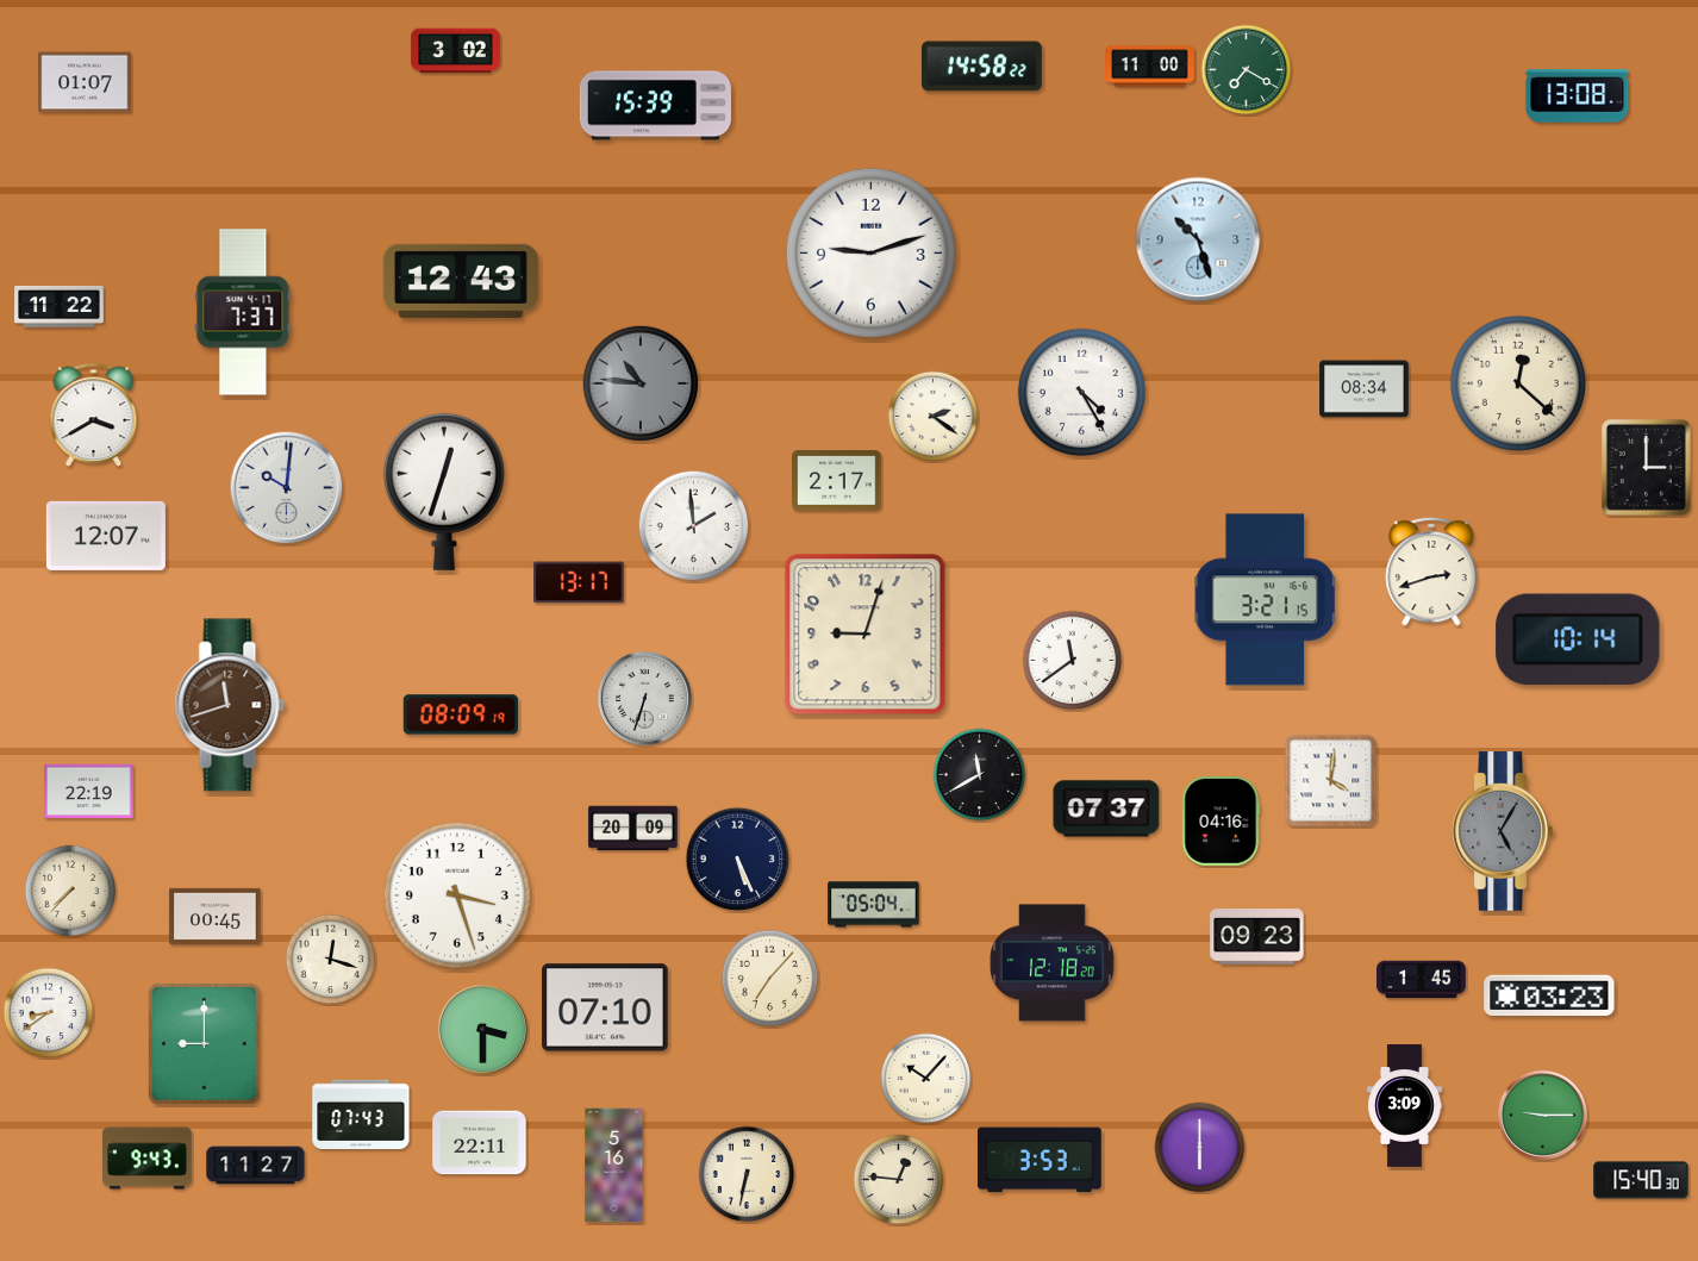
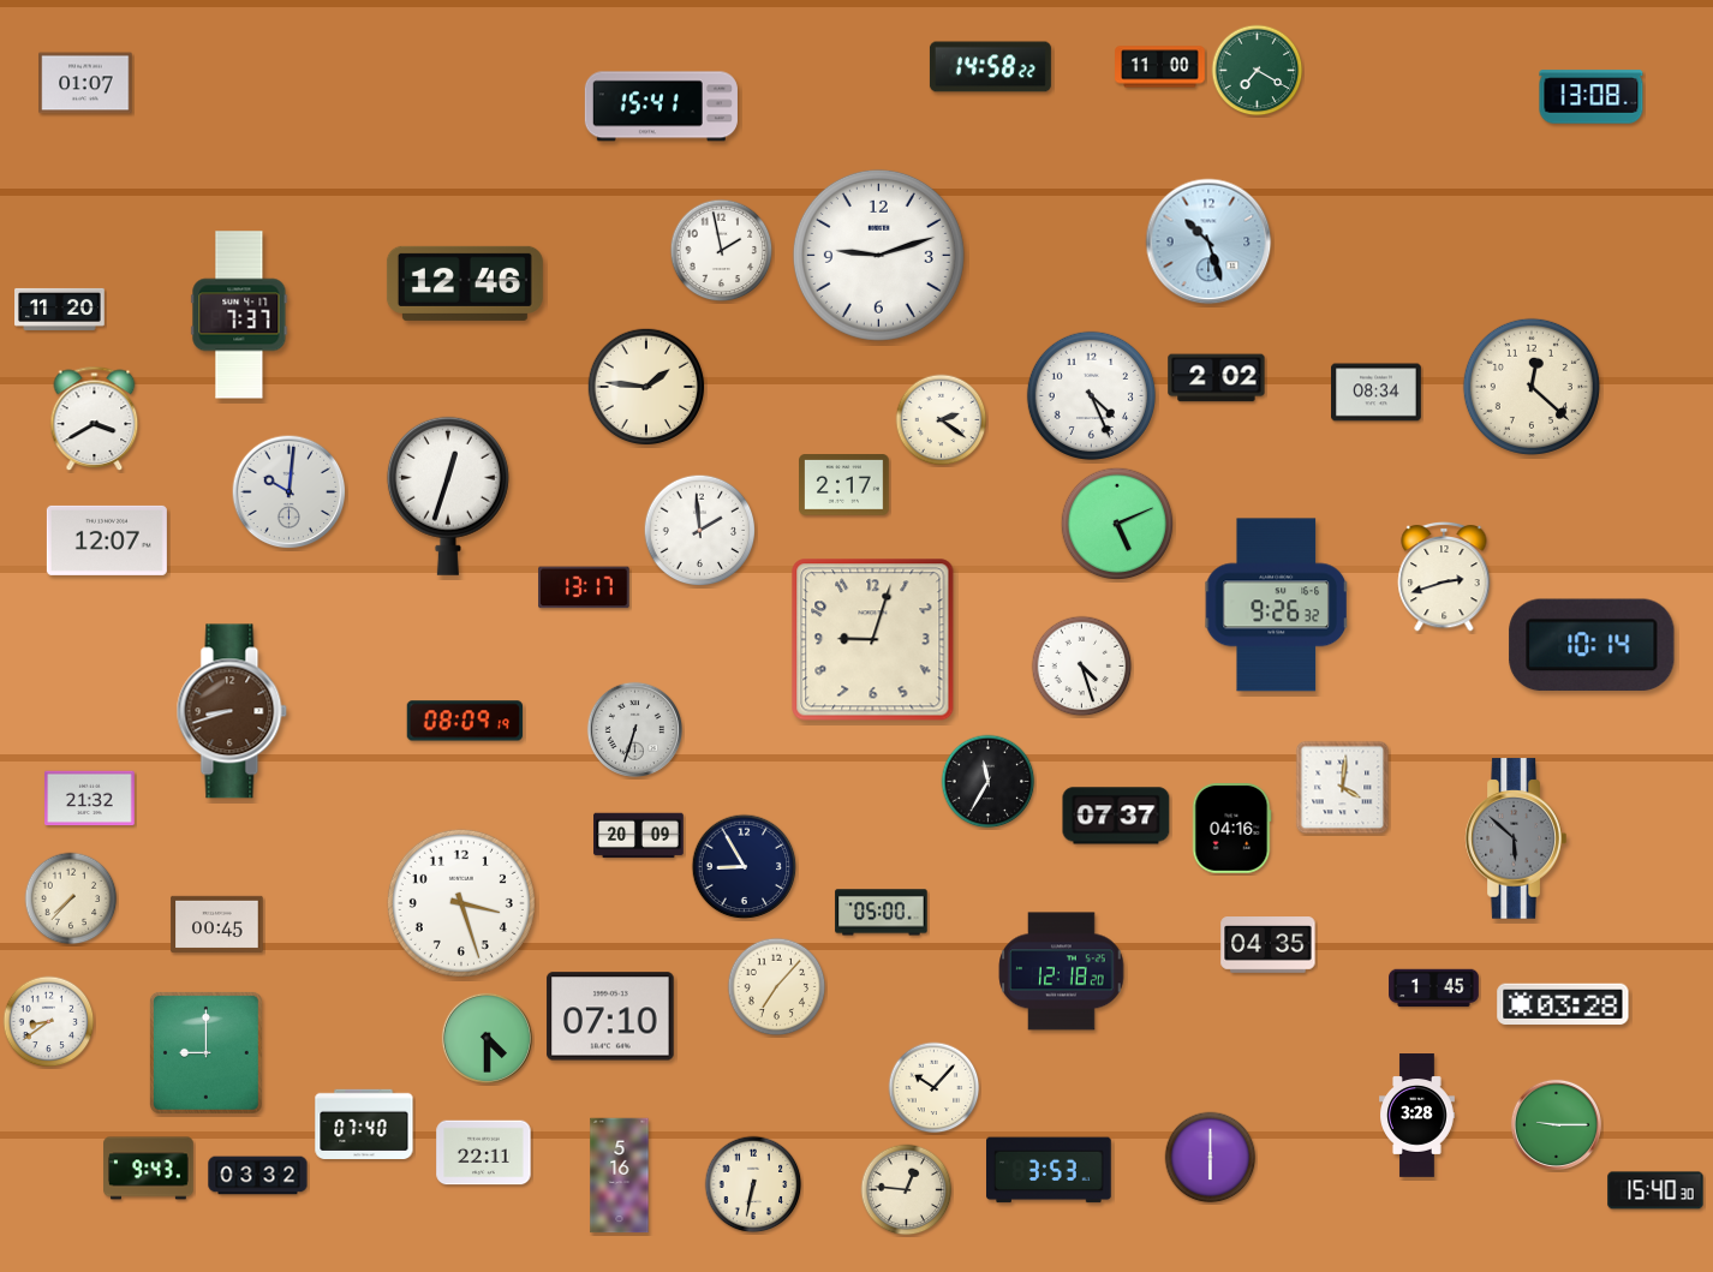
clock at (456, 51): 3:02 -> none
clock at (655, 106): 15:39 -> 15:41
clock at (722, 251): none -> 1:58
clock at (461, 281): 12:43 -> 12:46
clock at (60, 306): 11:22 -> 11:20
clock at (243, 312) position: (243, 312) -> (239, 315)
clock at (1217, 378): none -> 2:02
clock at (641, 383): 10:46 -> 1:46
clock at (641, 383) dial: grey -> cream
clock at (1081, 392): 4:25 -> 4:26
clock at (1646, 467): 3:00 -> none
clock at (1117, 524): none -> 5:11
clock at (1266, 600): 3:21 -> 9:26
clock at (1073, 661): 11:39 -> 4:27
clock at (644, 698) position: (644, 698) -> (634, 729)
clock at (230, 705): 11:42 -> 8:42
clock at (980, 775): 11:40 -> 11:35
clock at (89, 792): 22:19 -> 21:32
clock at (1503, 831): 5:05 -> 5:52
clock at (738, 860): 5:26 -> 8:55
clock at (874, 905): 05:04 -> 05:00
clock at (1257, 937): 09:23 -> 04:35
clock at (331, 960): 12:18 -> none
clock at (1549, 995): 03:23 -> 03:28
clock at (482, 1029): 3:30 -> 4:30
clock at (1405, 1106): 3:09 -> 3:28
clock at (361, 1113): 07:43 -> 07:40
clock at (256, 1166): 11:27 -> 03:32
